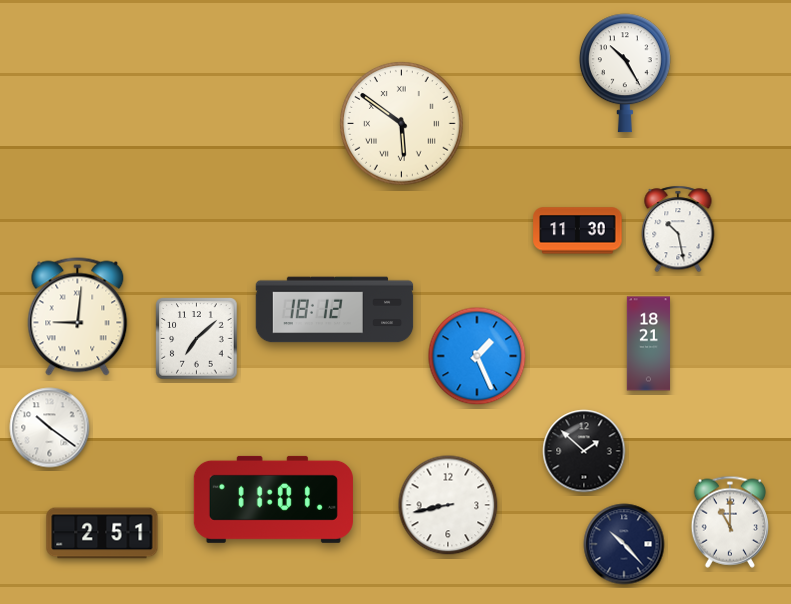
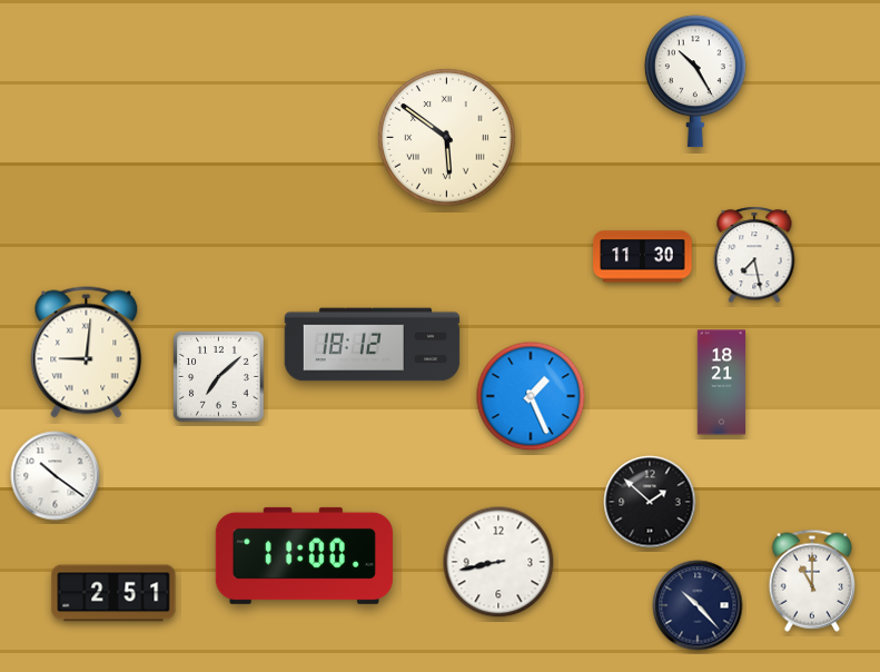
clock at (678, 229): 10:28 -> 7:28
clock at (273, 499): 11:01 -> 11:00
clock at (624, 544) position: (624, 544) -> (698, 605)
